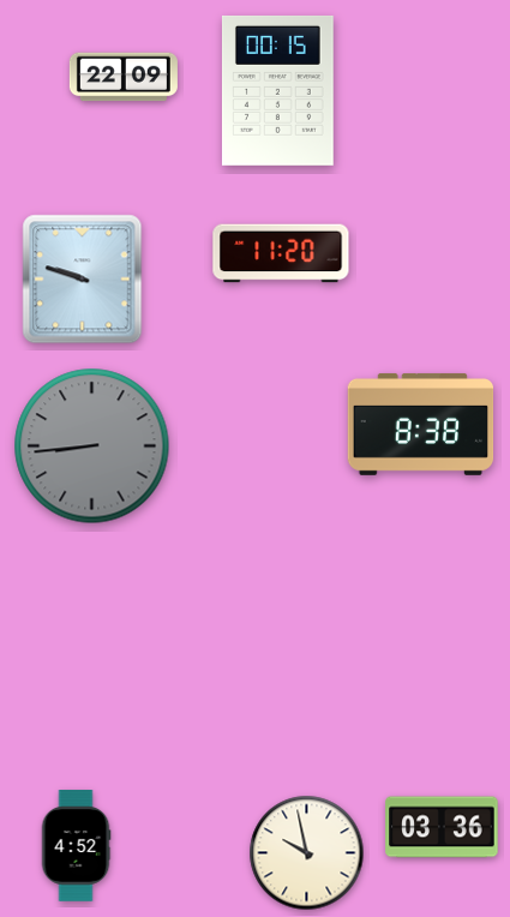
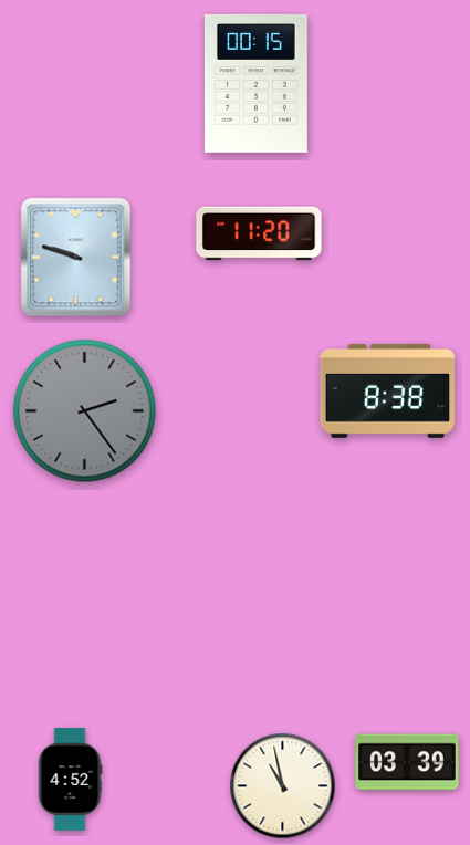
clock at (124, 77): 22:09 -> none
clock at (92, 446): 8:44 -> 2:24
clock at (442, 827): 03:36 -> 03:39
clock at (307, 853): 9:58 -> 10:58
